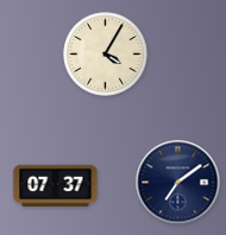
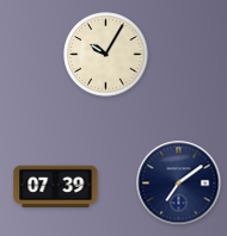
clock at (106, 55): 4:05 -> 10:05
clock at (56, 186): 07:37 -> 07:39
